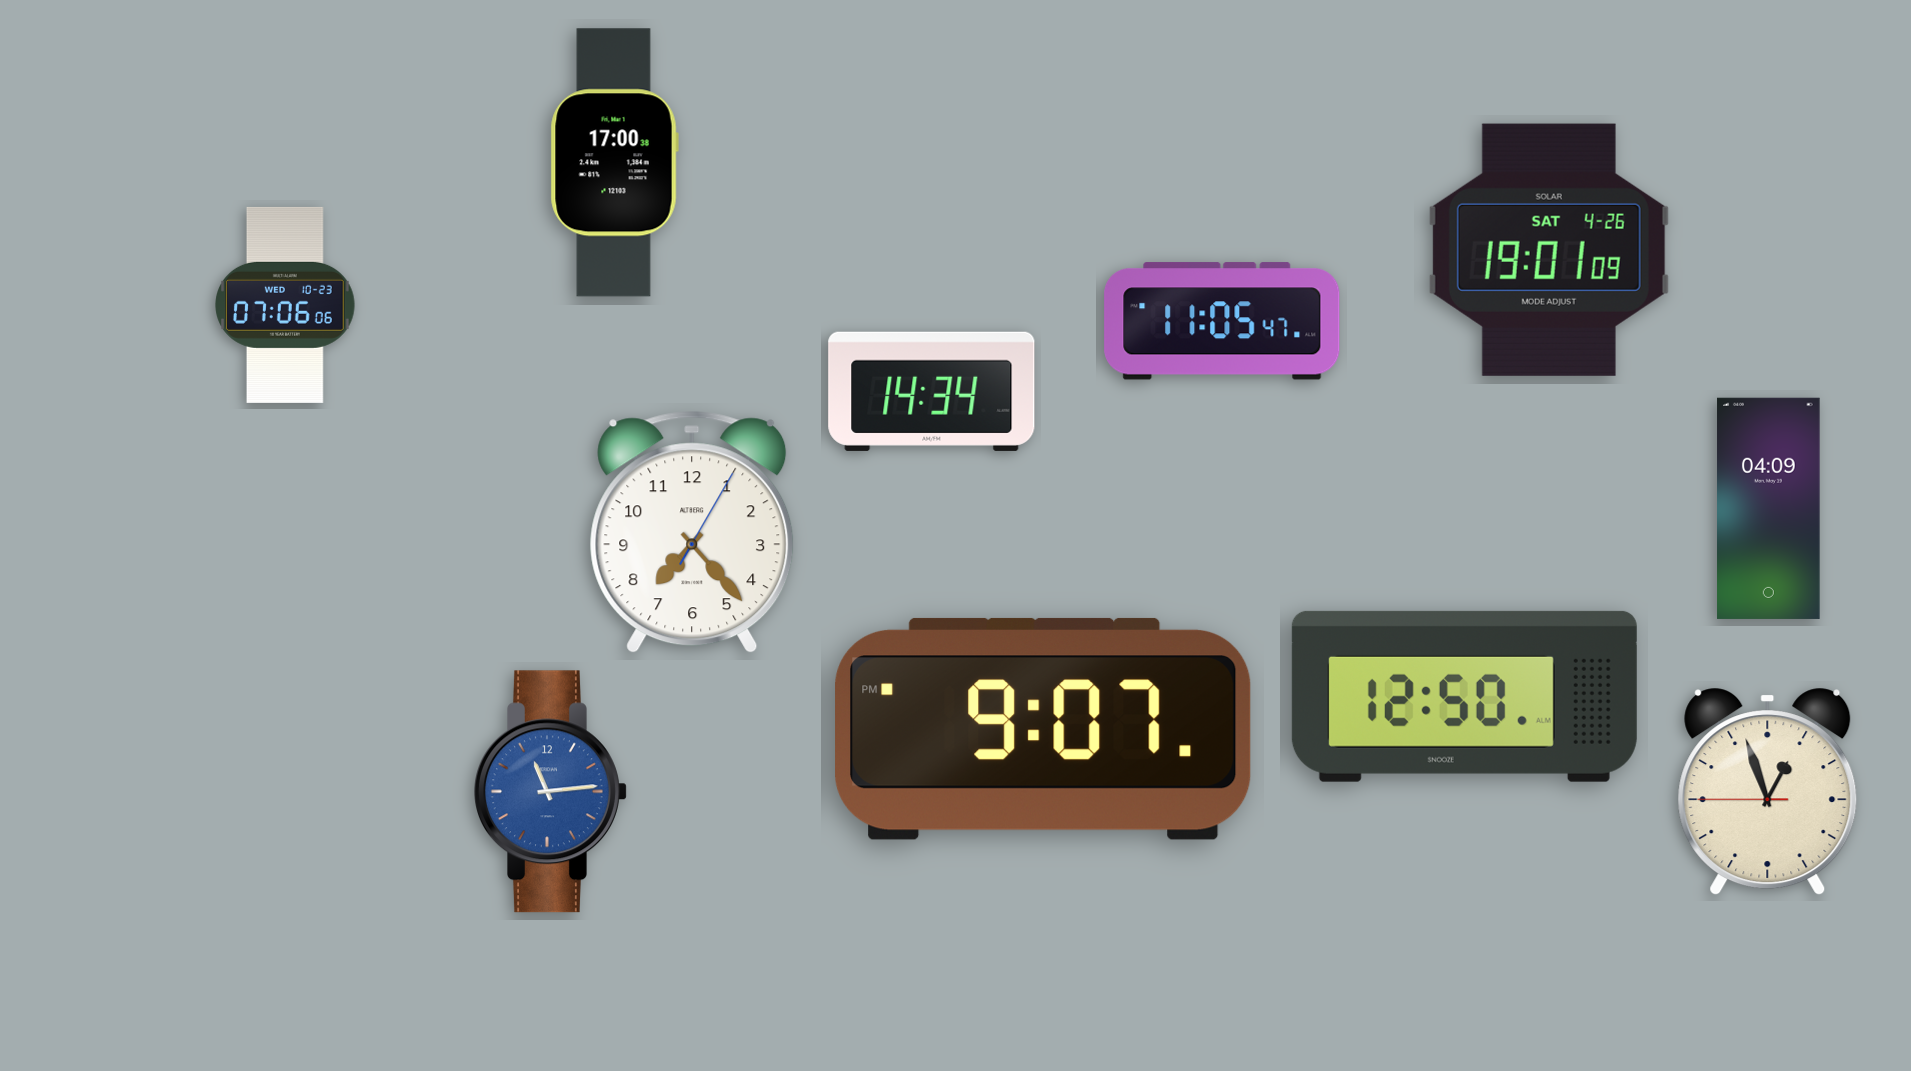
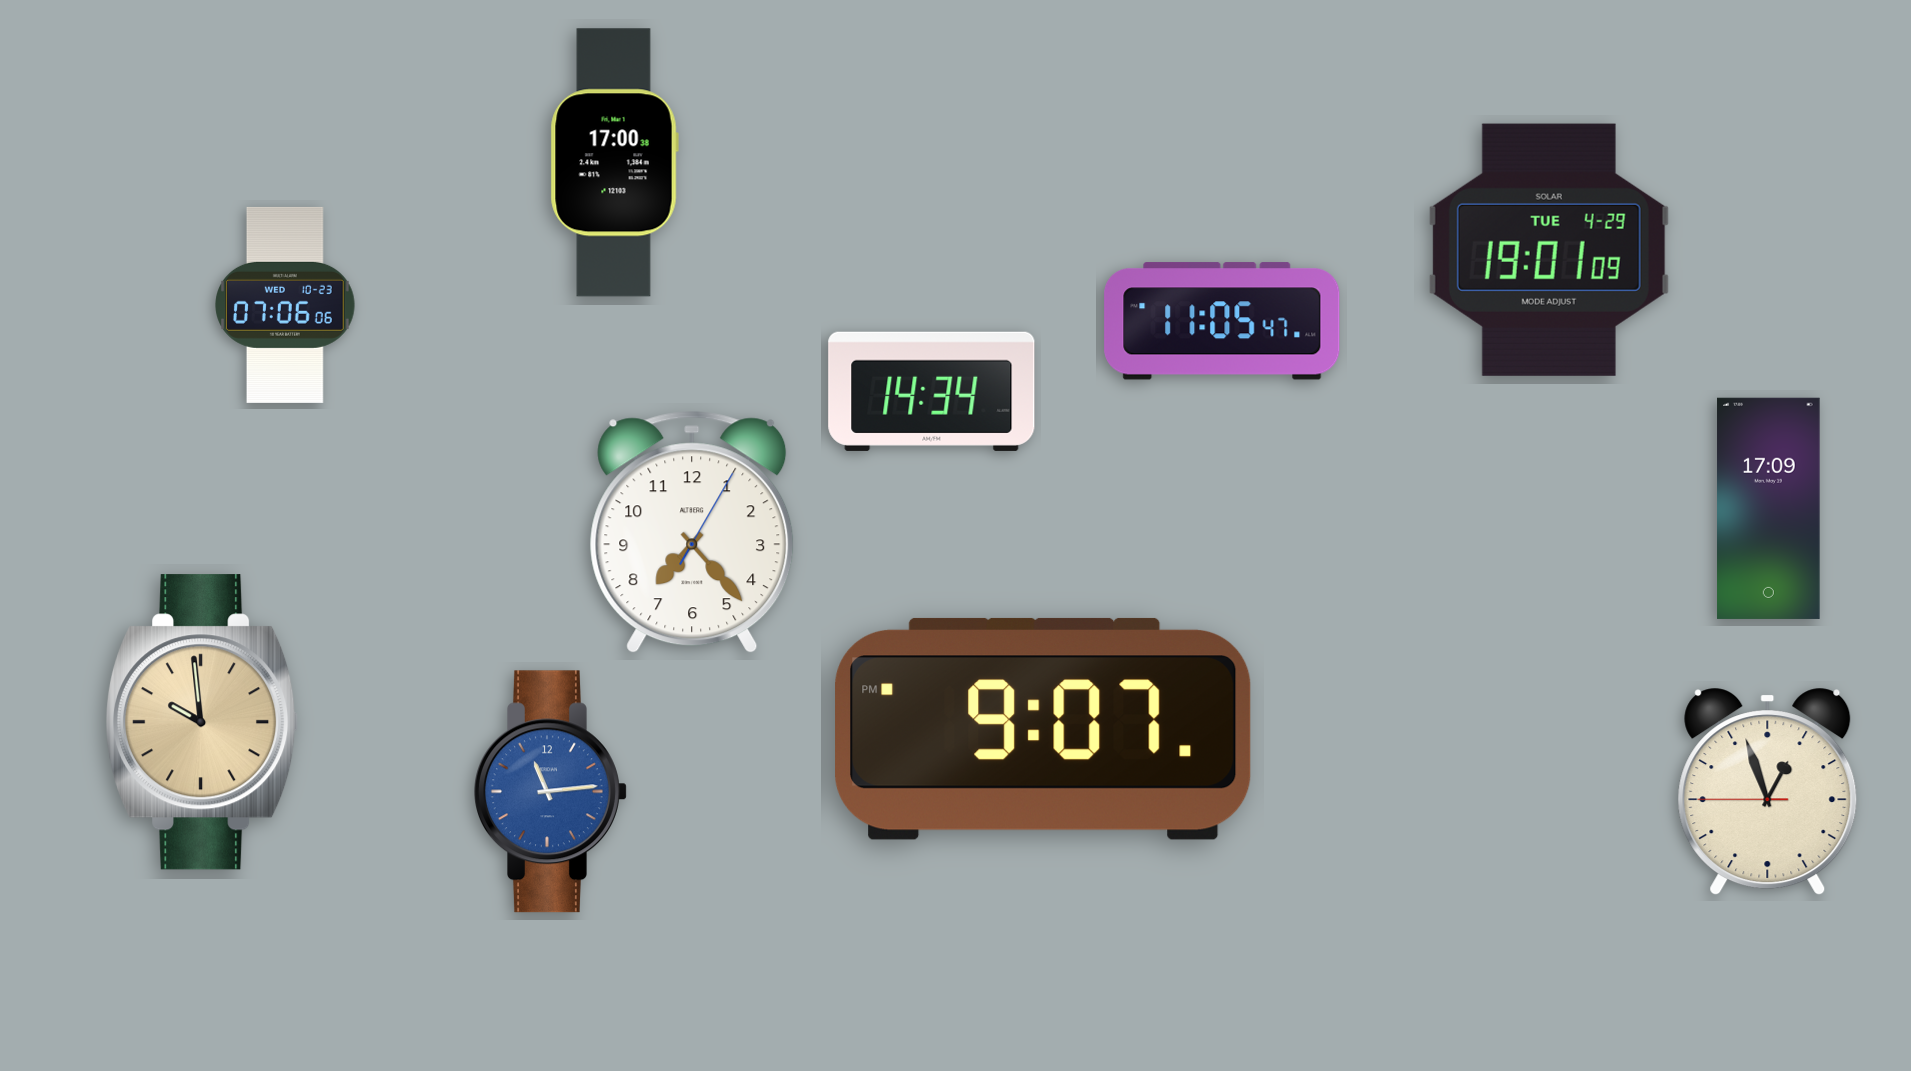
clock at (1549, 250) date: SAT 4-26 -> TUE 4-29
clock at (1769, 508): 04:09 -> 17:09
clock at (1464, 696): 12:50 -> none
clock at (202, 722): none -> 9:59
